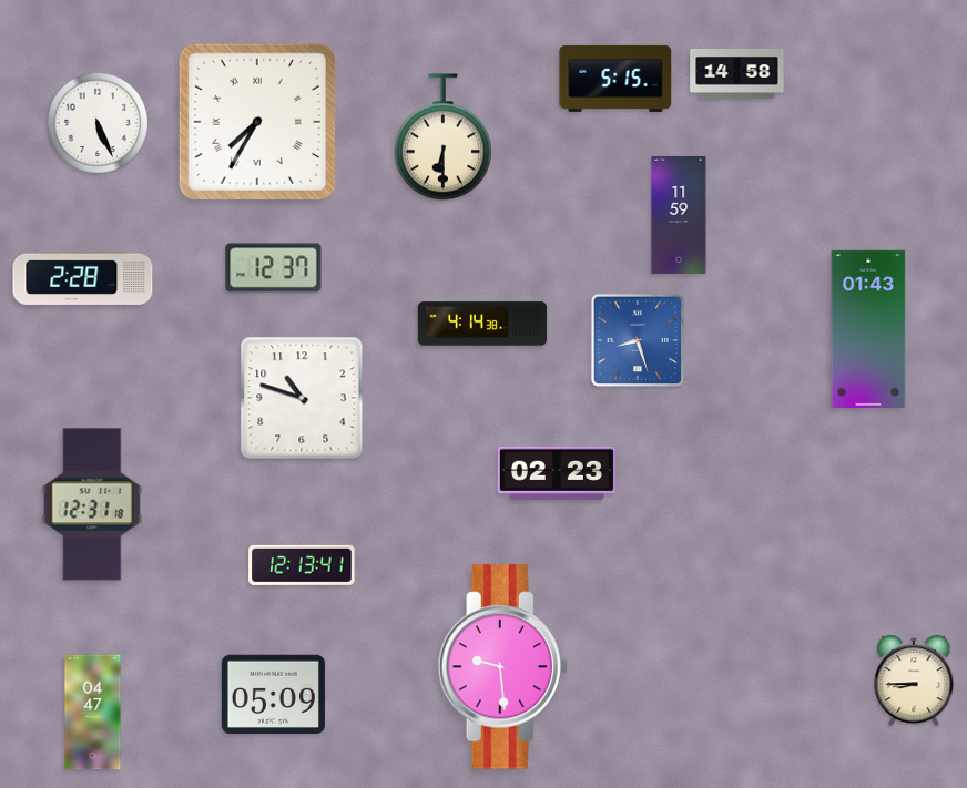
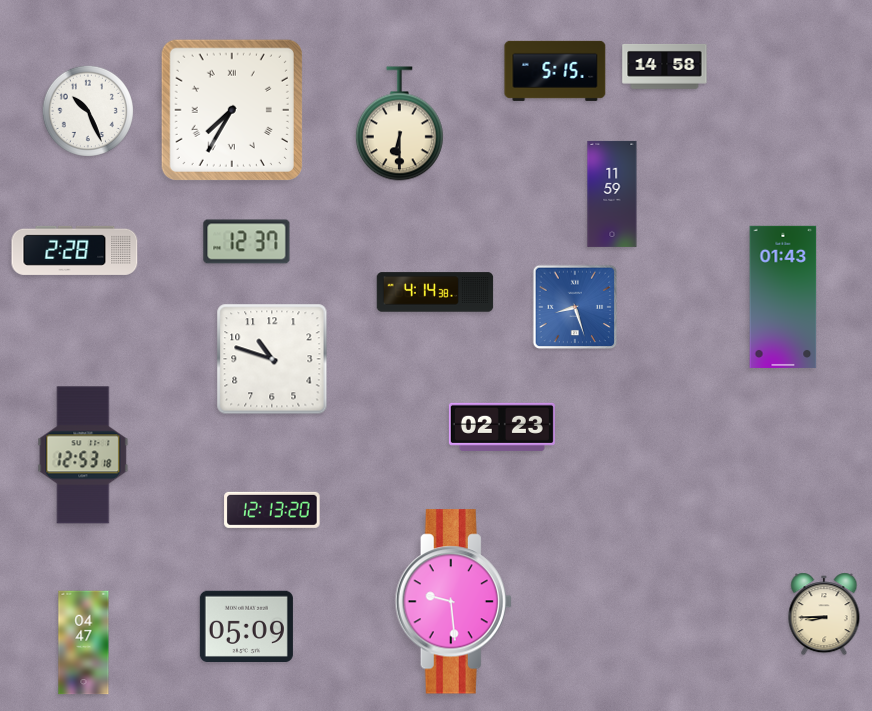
clock at (98, 123): 5:26 -> 10:26
clock at (92, 504): 12:31 -> 12:53
clock at (302, 565): 12:13:41 -> 12:13:20
